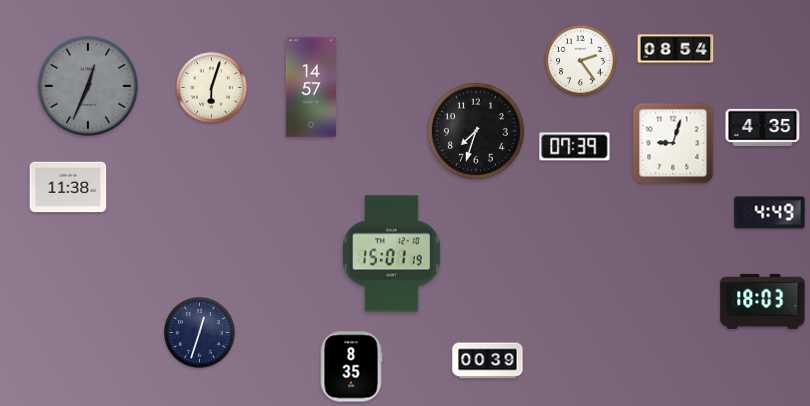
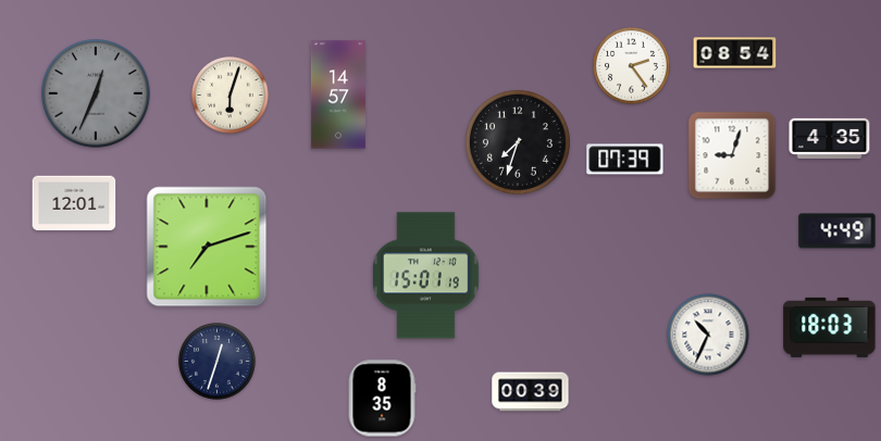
clock at (68, 187): 11:38 -> 12:01
clock at (207, 247): none -> 7:12
clock at (708, 335): none -> 10:34
